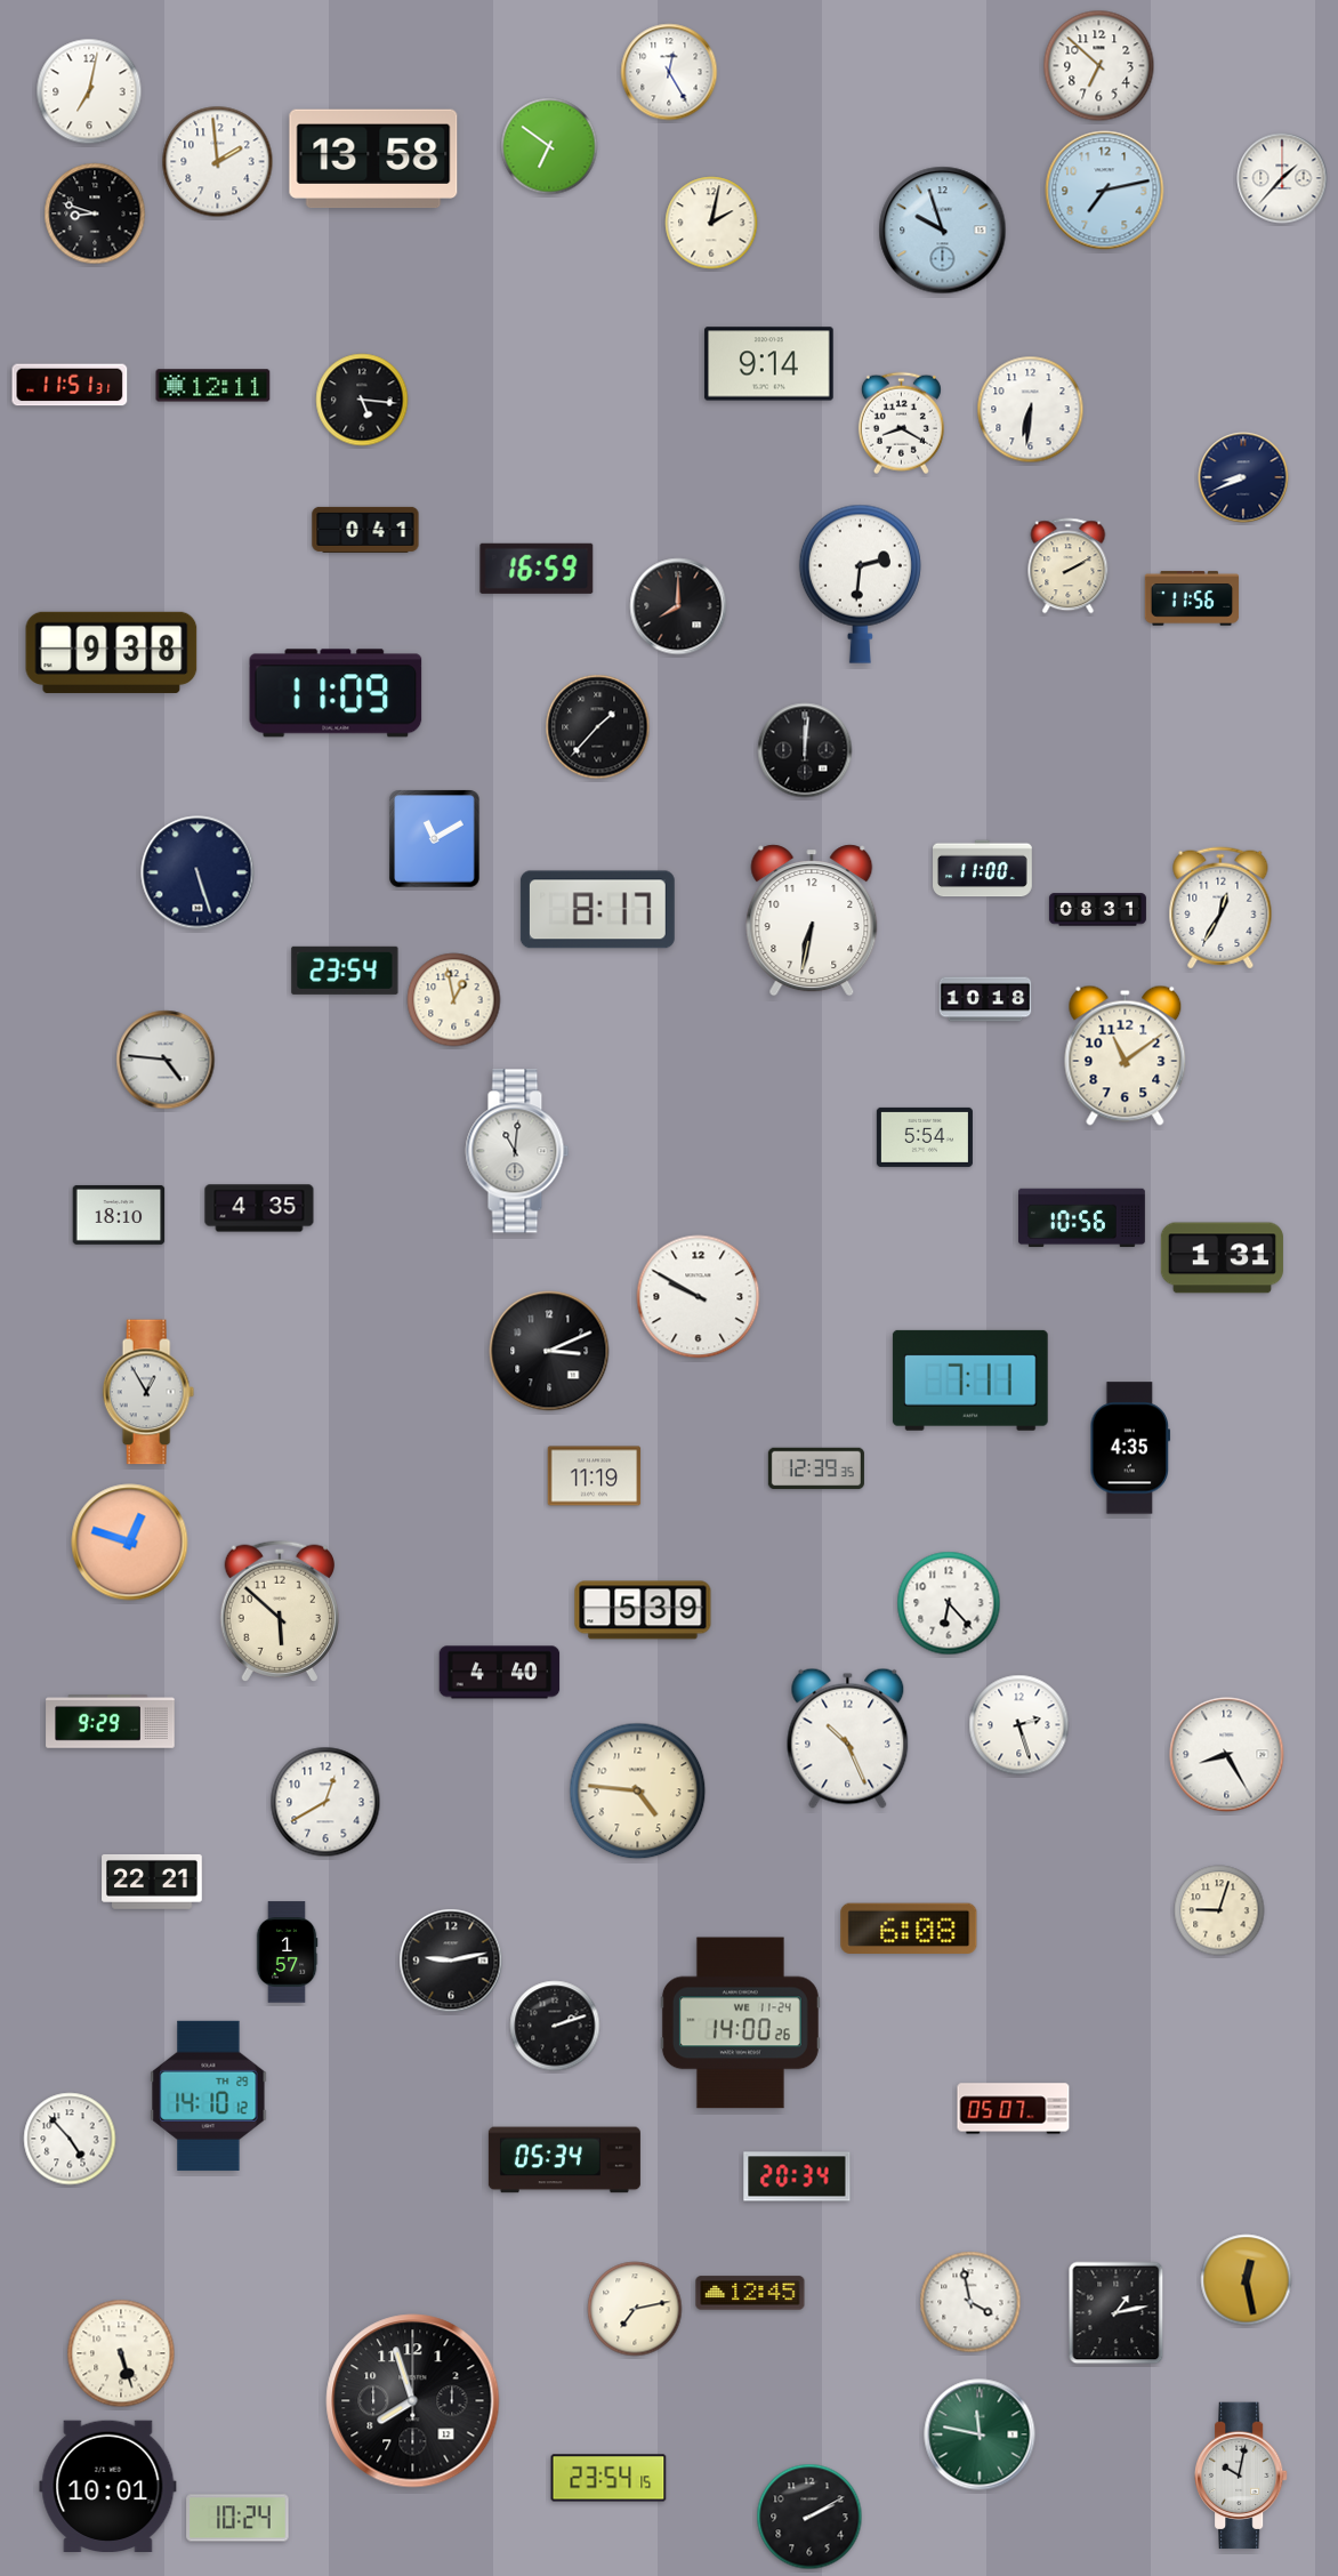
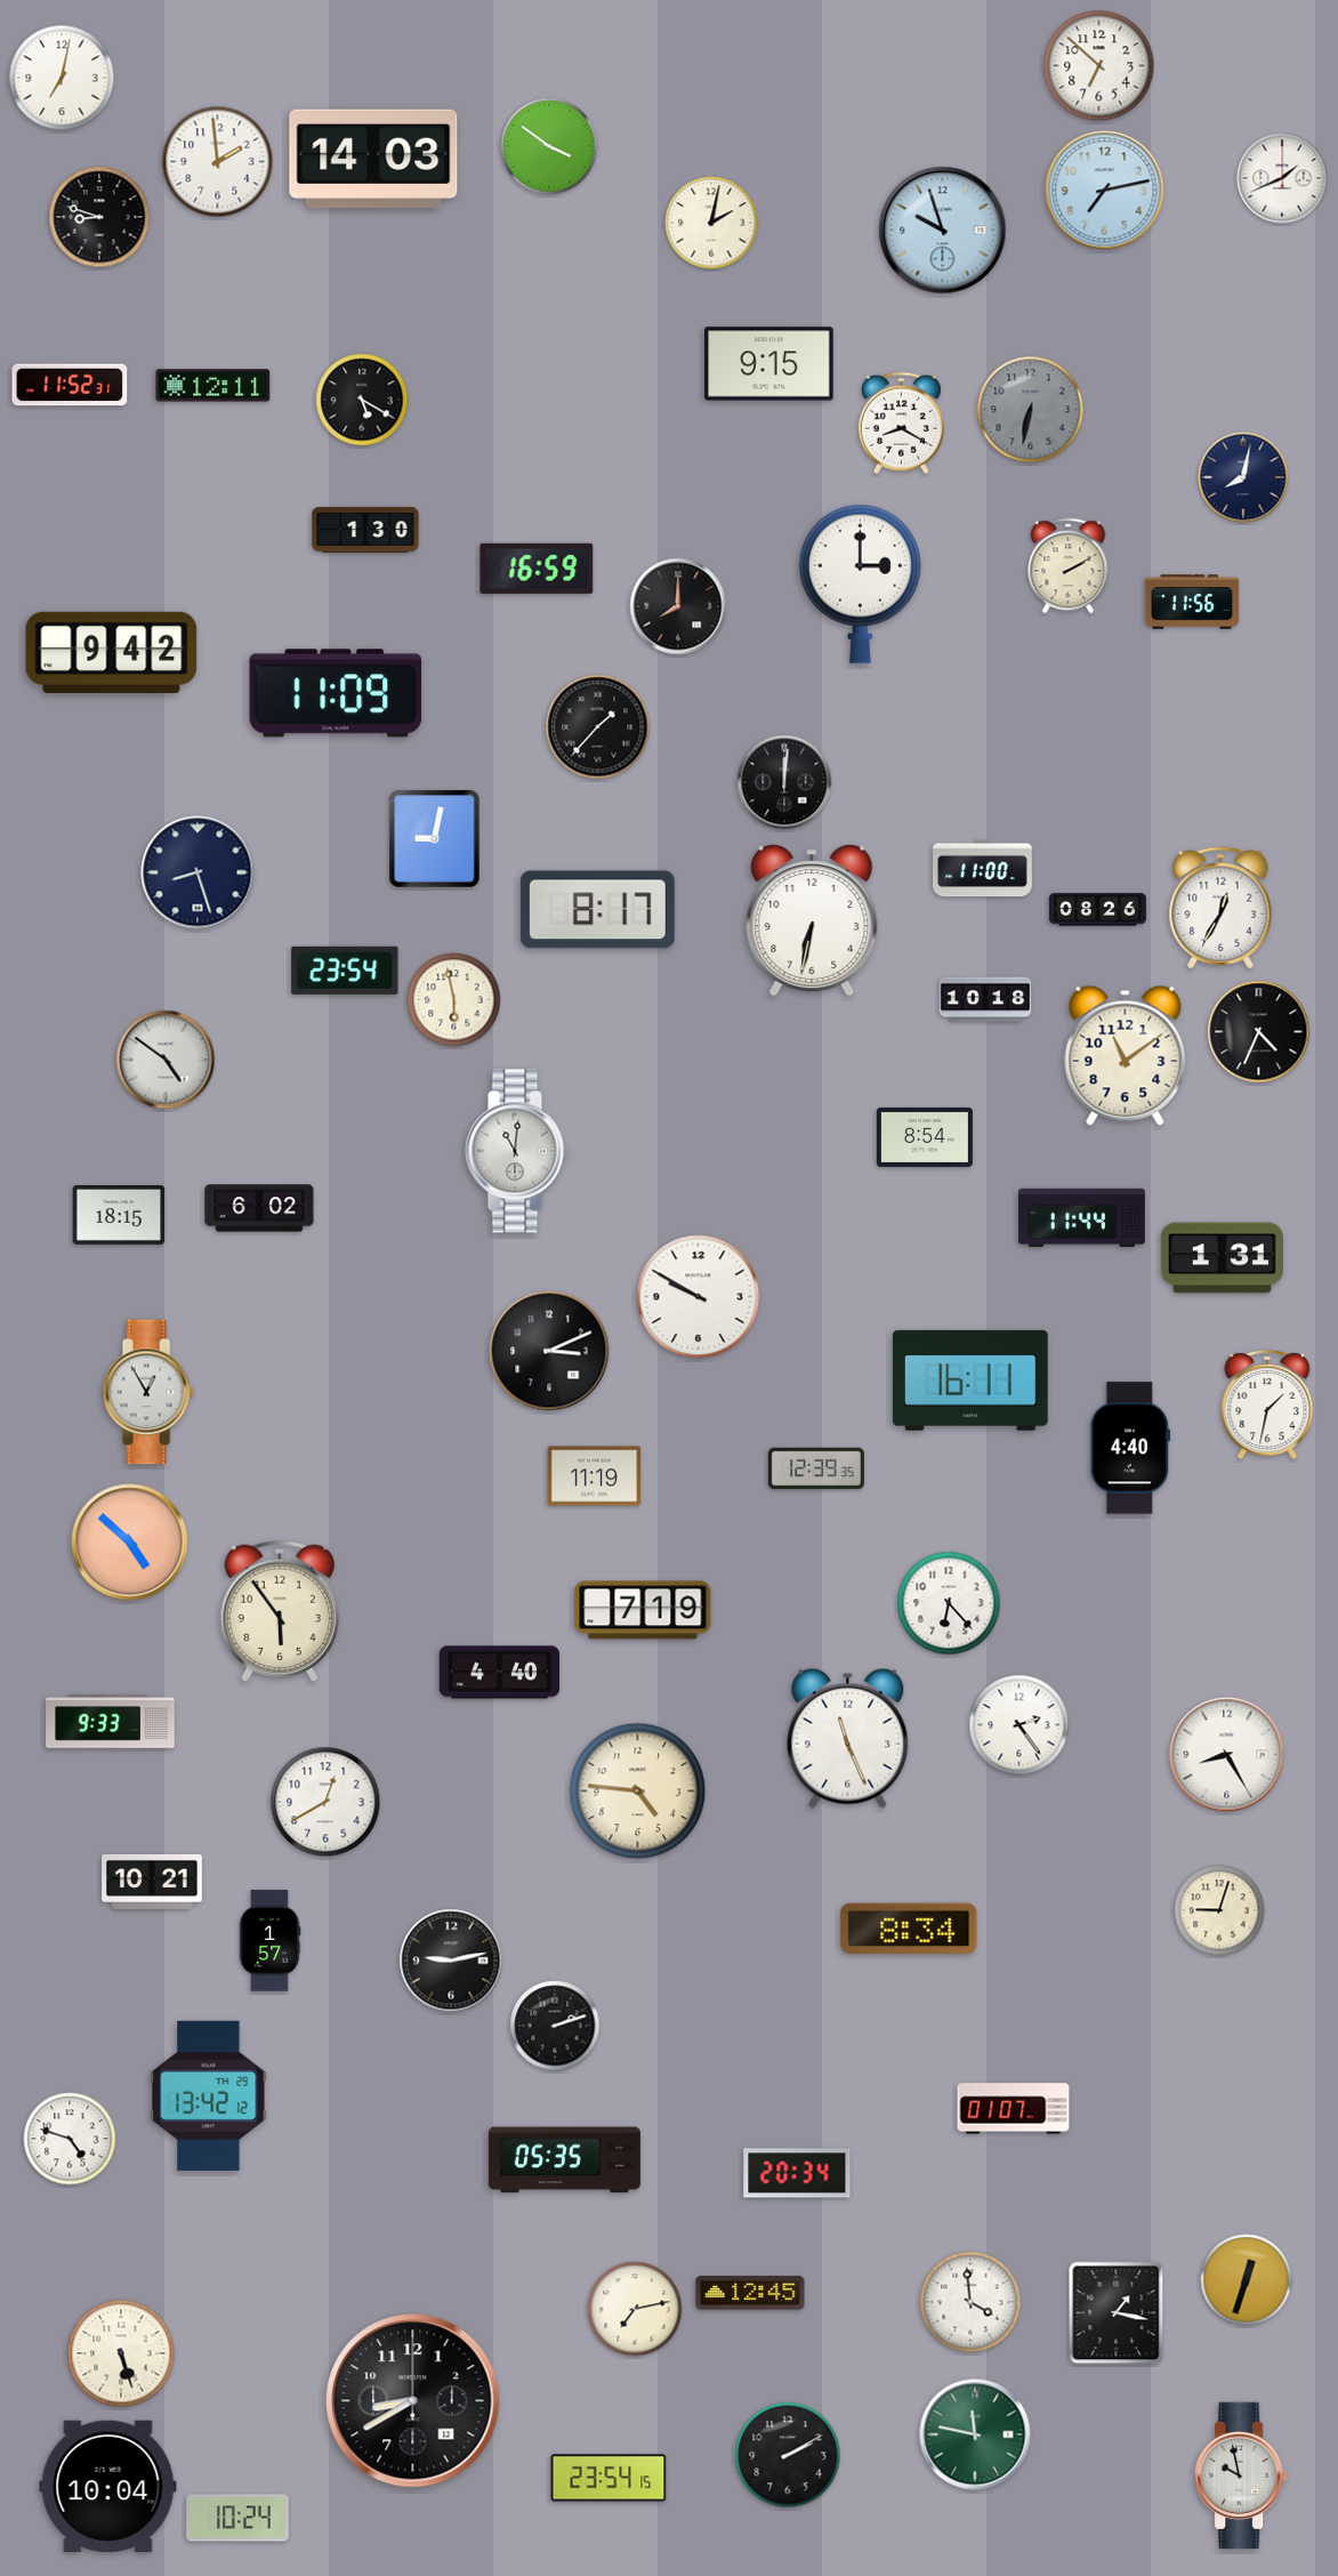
clock at (669, 72): 12:25 -> none
clock at (89, 91) position: (89, 91) -> (62, 78)
clock at (549, 146): 6:51 -> 3:51
clock at (373, 159): 13:58 -> 14:03
clock at (1282, 178): 1:37 -> 1:41
clock at (95, 214) position: (95, 214) -> (99, 217)
clock at (769, 364): 9:14 -> 9:15
clock at (70, 385): 11:51 -> 11:52
clock at (362, 400): 5:16 -> 5:20
clock at (1031, 410): 6:31 -> 6:32
clock at (1031, 410) dial: white -> grey
clock at (1243, 477): 8:41 -> 8:02
clock at (365, 530): 0:41 -> 1:30
clock at (860, 583): 2:31 -> 3:00
clock at (1192, 598) position: (1192, 598) -> (1192, 602)
clock at (112, 652): 9:38 -> 9:42
clock at (805, 750) position: (805, 750) -> (784, 782)
clock at (435, 839): 11:10 -> 9:02
clock at (198, 872): 5:27 -> 8:27
clock at (1097, 910): 08:31 -> 08:26
clock at (454, 1000): 12:58 -> 5:58
clock at (1259, 1032): none -> 4:34
clock at (166, 1060): 4:46 -> 4:51
clock at (925, 1137): 5:54 -> 8:54
clock at (259, 1208): 4:35 -> 6:02
clock at (119, 1215): 18:10 -> 18:15
clock at (1082, 1218): 10:56 -> 11:44
clock at (970, 1380): 7:11 -> 16:11
clock at (1267, 1404): none -> 1:32
clock at (1130, 1448): 4:35 -> 4:40
clock at (130, 1543): 12:48 -> 4:52
clock at (279, 1610): 5:52 -> 5:54
clock at (643, 1610): 5:39 -> 7:19
clock at (111, 1722): 9:29 -> 9:33
clock at (1019, 1725): 2:27 -> 2:24
clock at (848, 1738): 10:26 -> 11:26
clock at (152, 1882): 22:21 -> 10:21
clock at (909, 1927): 6:08 -> 8:34
clock at (287, 1953) position: (287, 1953) -> (269, 1941)
clock at (740, 2023): 14:00 -> none
clock at (209, 2095): 14:10 -> 13:42
clock at (1014, 2109): 05:07 -> 01:07
clock at (70, 2139): 4:53 -> 4:48
clock at (564, 2160): 05:34 -> 05:35
clock at (797, 2176) position: (797, 2176) -> (797, 2173)
clock at (1247, 2280): 12:28 -> 12:33
clock at (970, 2302): 3:58 -> 3:59
clock at (1117, 2313): 1:13 -> 1:17
clock at (413, 2401): 7:57 -> 8:40
clock at (980, 2434) position: (980, 2434) -> (975, 2434)
clock at (1242, 2476): 10:02 -> 9:58
clock at (108, 2486): 10:01 -> 10:04
clock at (809, 2517) position: (809, 2517) -> (788, 2455)
